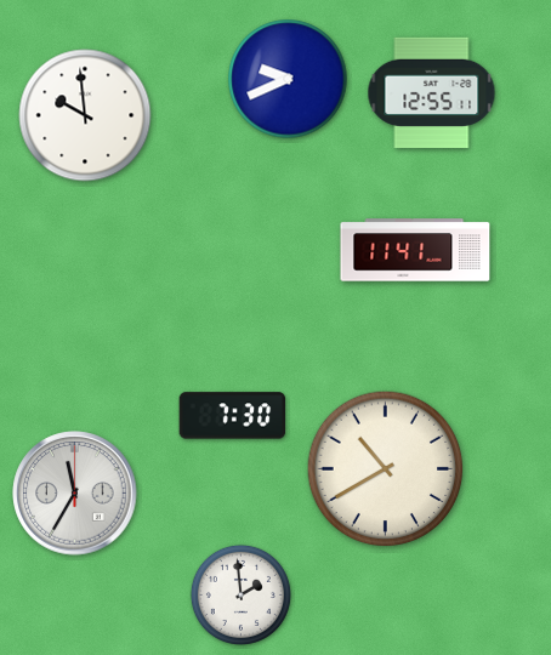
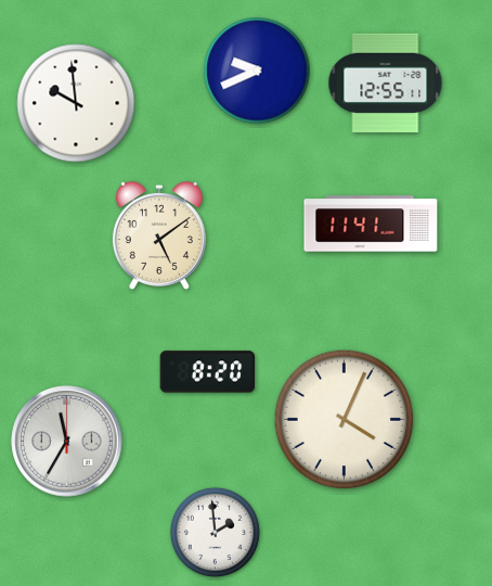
clock at (159, 235): none -> 5:09
clock at (233, 416): 7:30 -> 8:20
clock at (386, 469): 10:40 -> 4:04
